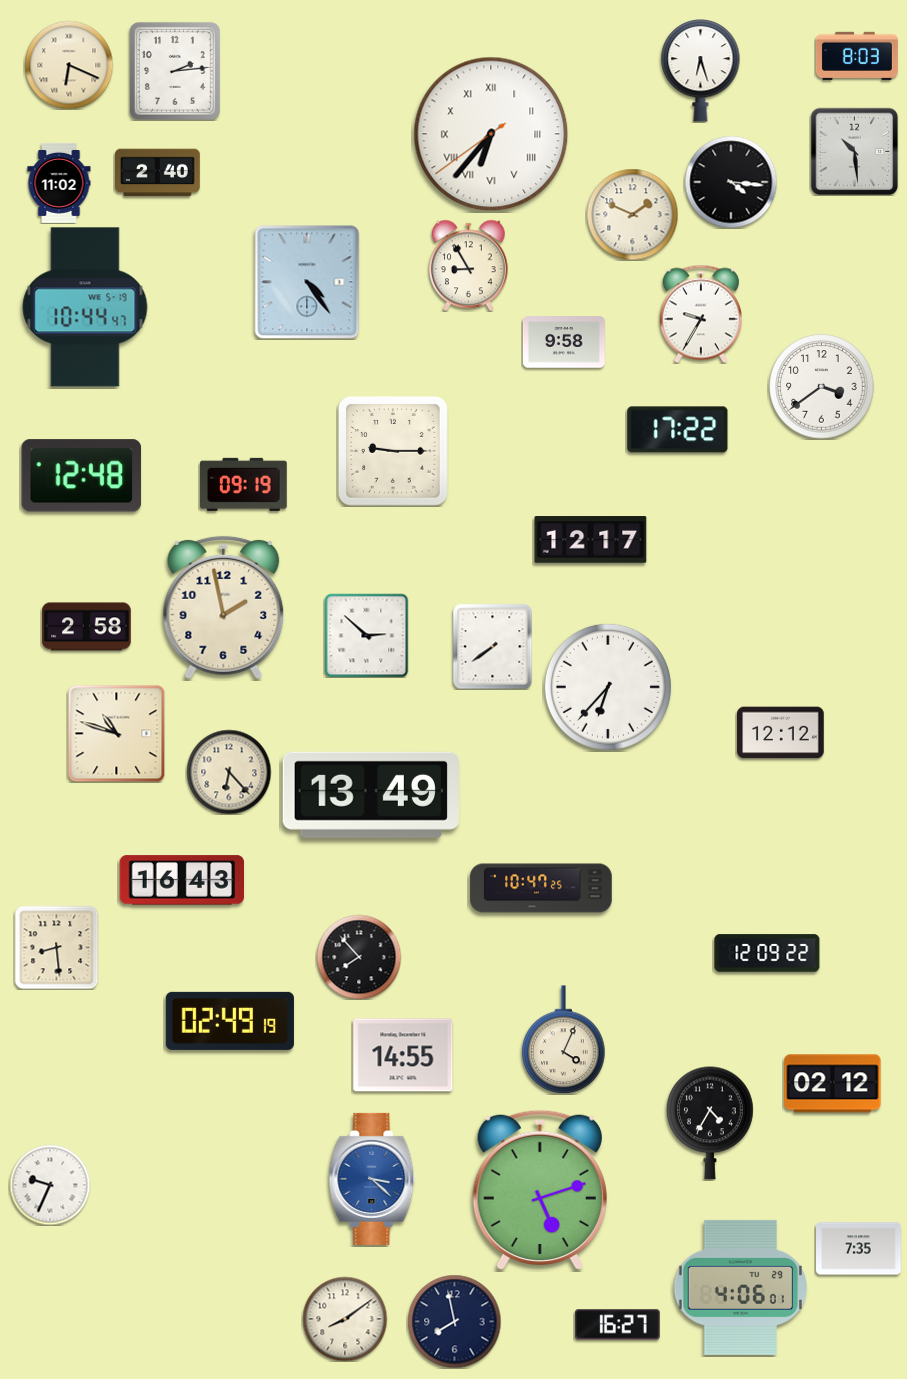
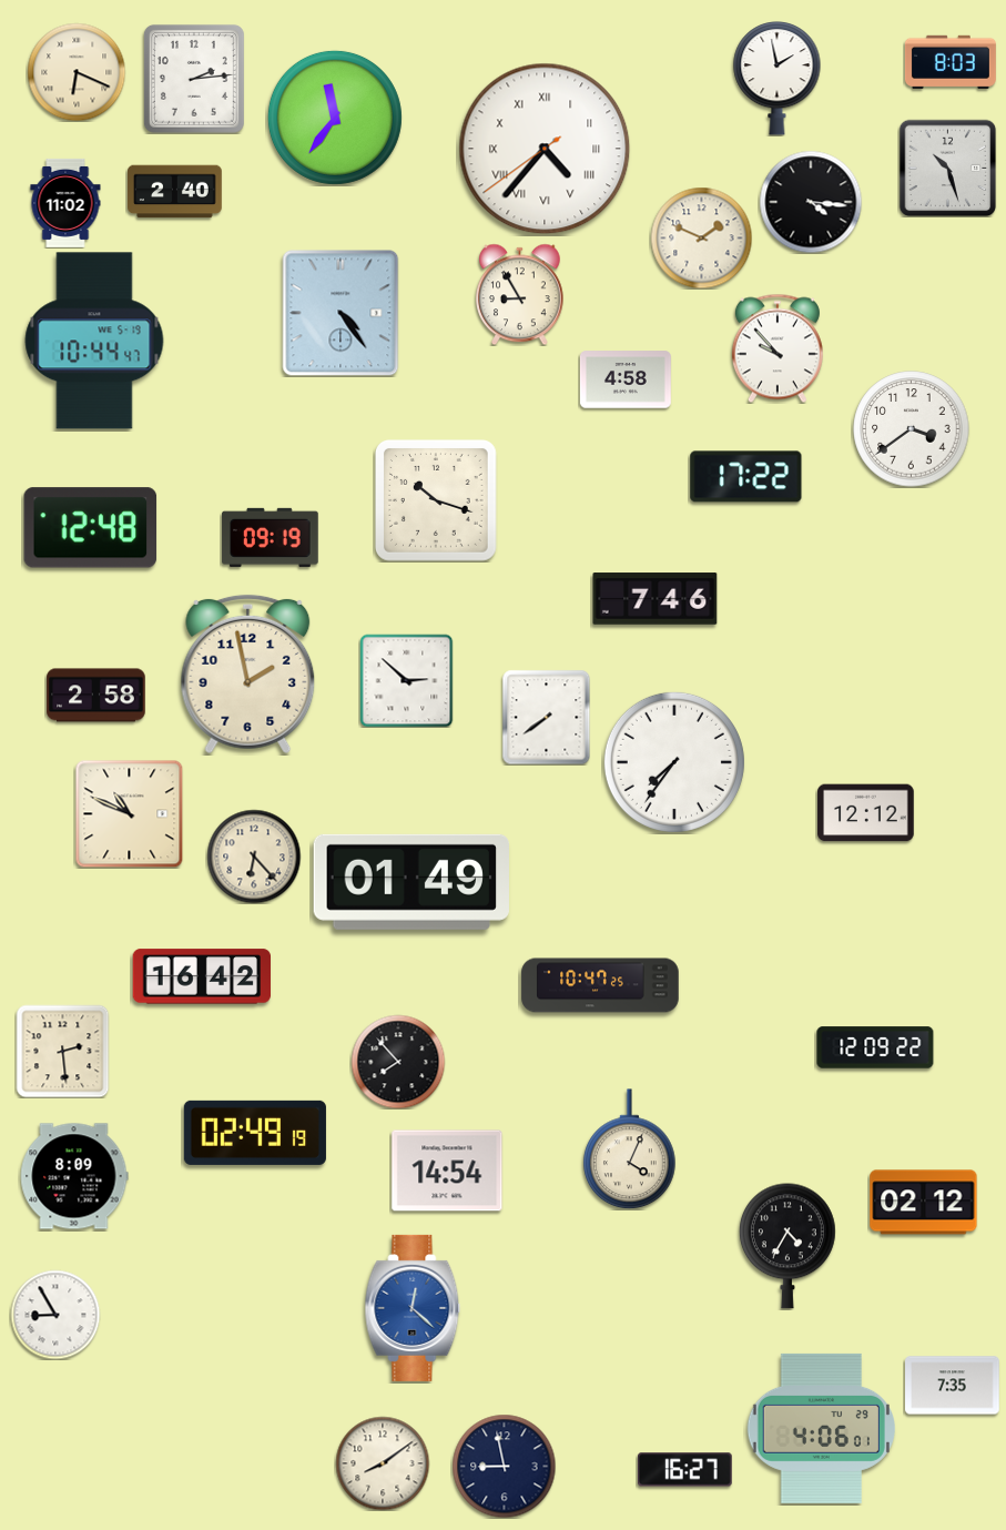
clock at (701, 71): 6:27 -> 1:58
clock at (335, 118): none -> 11:36
clock at (491, 134): 6:36 -> 4:36
clock at (854, 151): 10:29 -> 10:27
clock at (701, 314): 9:35 -> 9:53
clock at (564, 342): 9:58 -> 4:58
clock at (678, 430) position: (678, 430) -> (746, 477)
clock at (394, 452): 9:15 -> 10:18
clock at (591, 540): 12:17 -> 7:46
clock at (366, 635) position: (366, 635) -> (406, 680)
clock at (608, 687): 6:37 -> 7:36
clock at (116, 733): 10:48 -> 10:49
clock at (371, 795): 13:49 -> 01:49
clock at (181, 880): 16:43 -> 16:42
clock at (56, 947): 8:29 -> 2:29
clock at (767, 953) position: (767, 953) -> (875, 1047)
clock at (564, 1040) position: (564, 1040) -> (630, 1149)
clock at (403, 1055): 14:55 -> 14:54
clock at (74, 1176): none -> 8:09
clock at (372, 1179): 3:22 -> 12:22
clock at (50, 1185): 9:34 -> 8:55
clock at (540, 1190): 5:12 -> none
clock at (454, 1321): 7:58 -> 8:58
